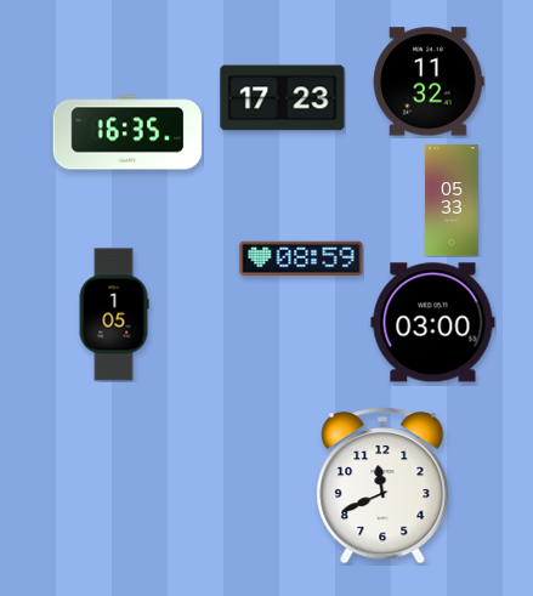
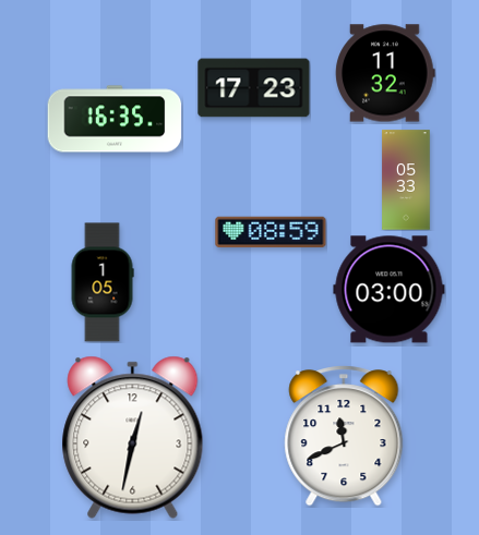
clock at (133, 437): none -> 12:32
